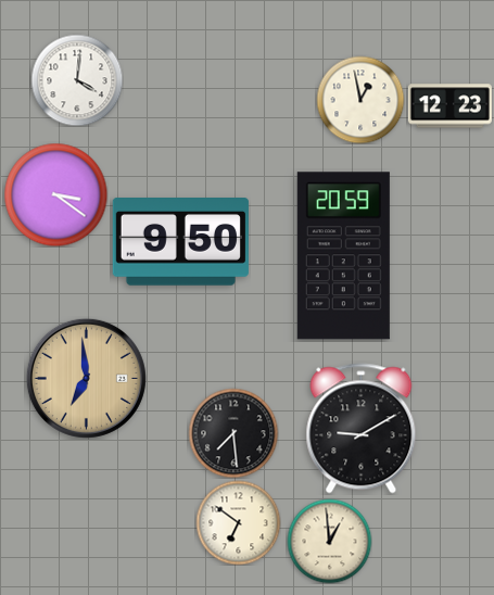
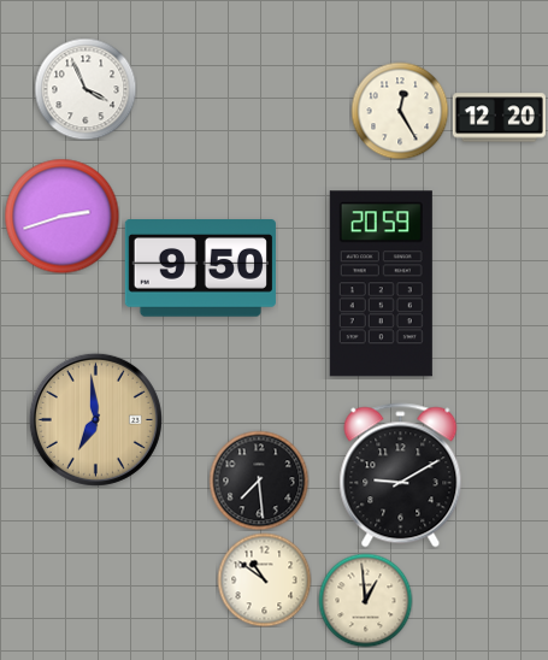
clock at (77, 80): 4:01 -> 3:56
clock at (360, 100): 12:58 -> 12:25
clock at (449, 106): 12:23 -> 12:20
clock at (55, 194): 3:21 -> 2:42
clock at (238, 522): 6:51 -> 10:51
